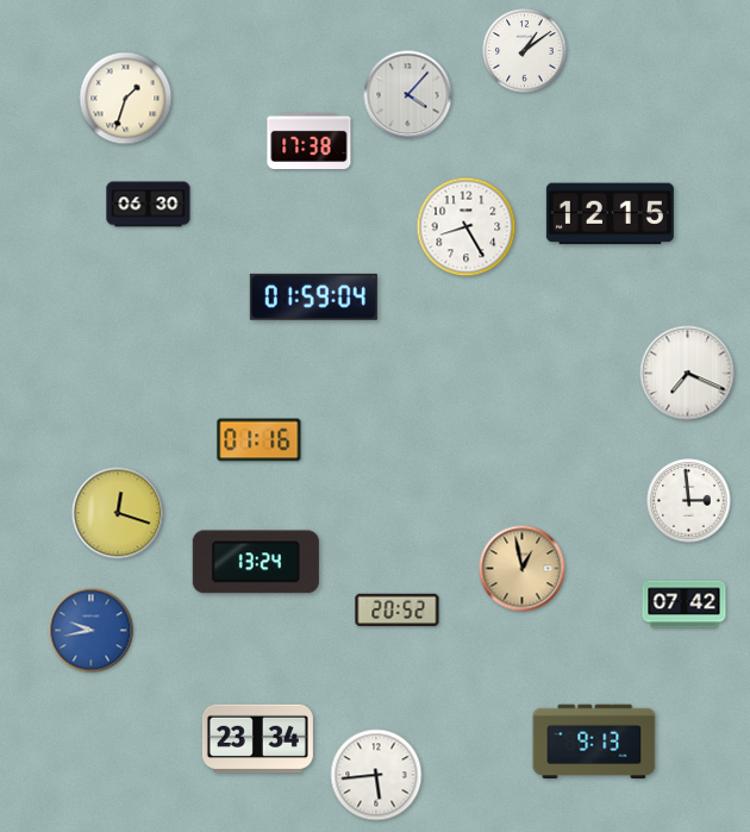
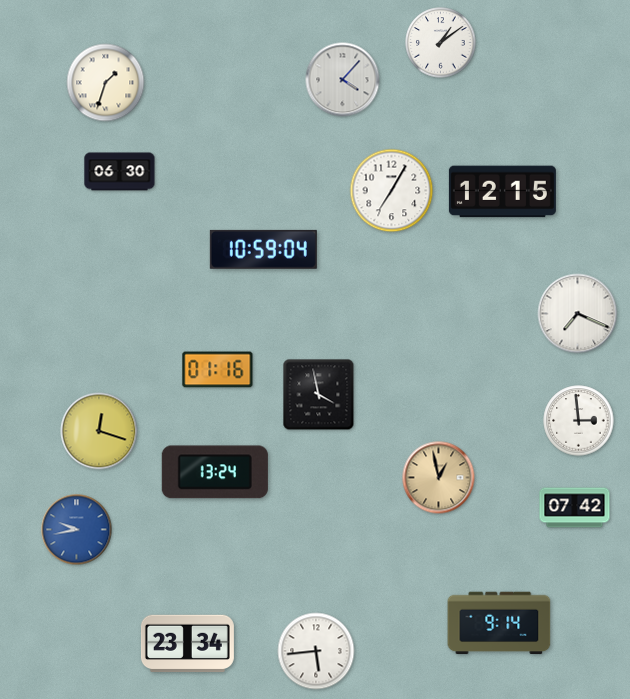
clock at (310, 142): 17:38 -> none
clock at (149, 205) position: (149, 205) -> (120, 172)
clock at (610, 214) position: (610, 214) -> (502, 192)
clock at (467, 227): 8:25 -> 7:05
clock at (313, 296): 01:59 -> 10:59
clock at (319, 395): none -> 3:58
clock at (398, 611): 20:52 -> none
clock at (257, 739) position: (257, 739) -> (187, 644)
clock at (594, 742): 9:13 -> 9:14
